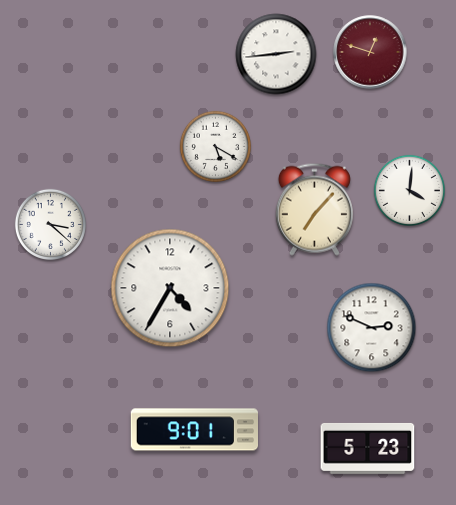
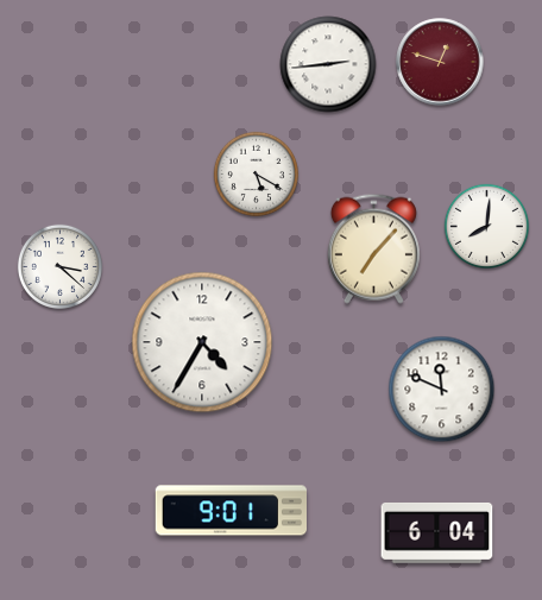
clock at (409, 190): 4:01 -> 8:01
clock at (372, 328): 2:49 -> 11:49
clock at (368, 448): 5:23 -> 6:04
